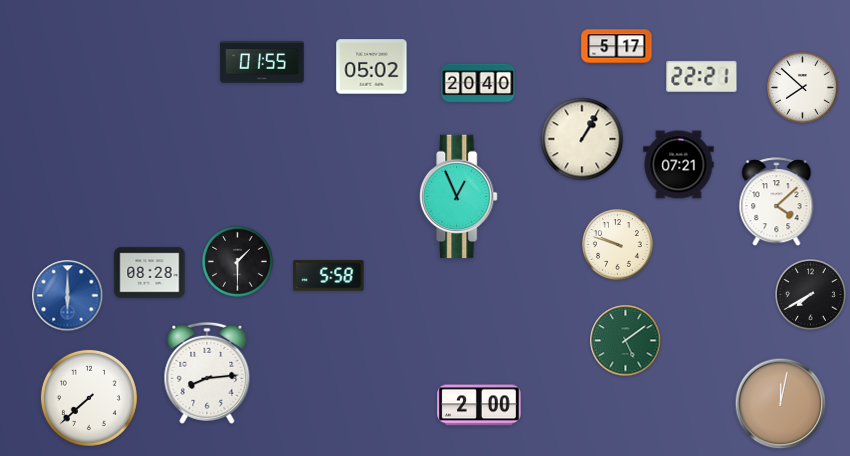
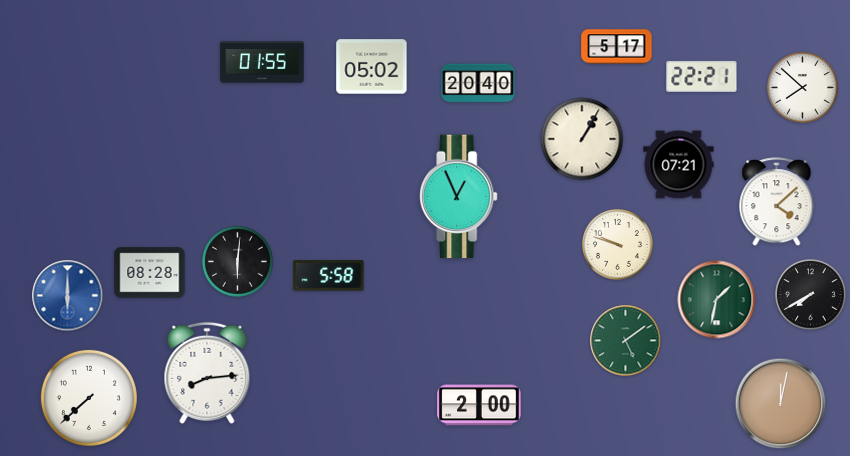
clock at (238, 262): 1:30 -> 6:01
clock at (717, 300): none -> 1:32
